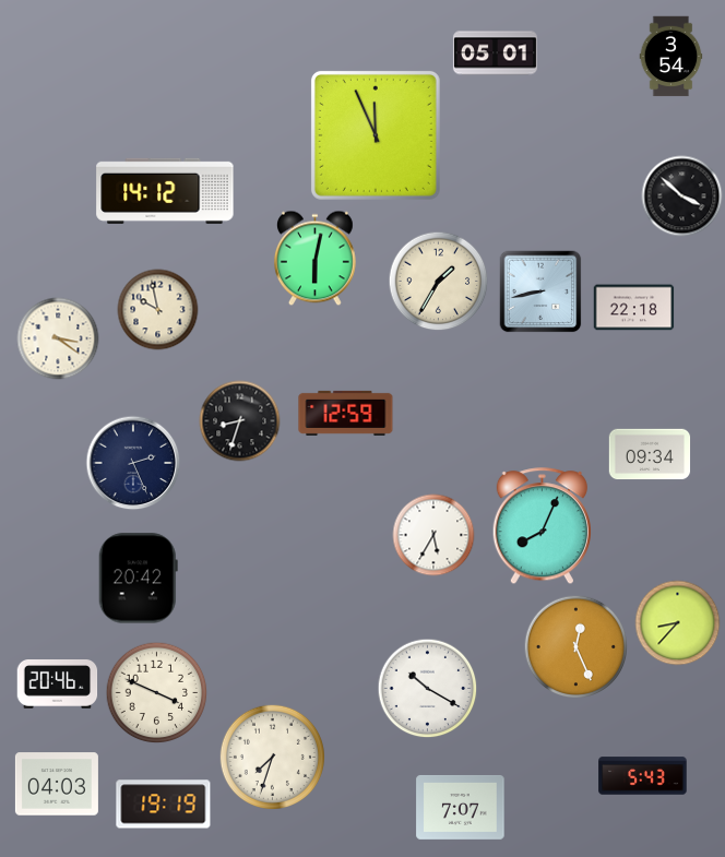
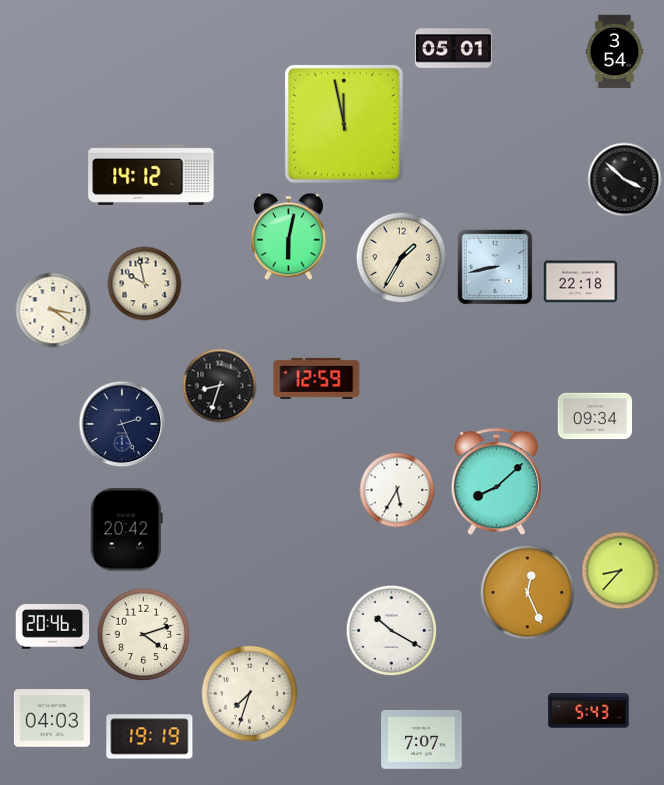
clock at (376, 135): 11:56 -> 11:58
clock at (542, 526): 8:04 -> 8:08
clock at (157, 693): 3:49 -> 4:12
